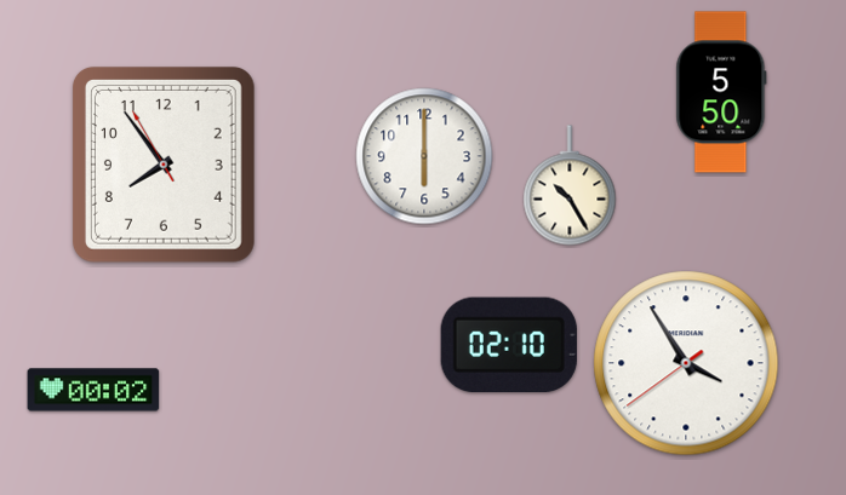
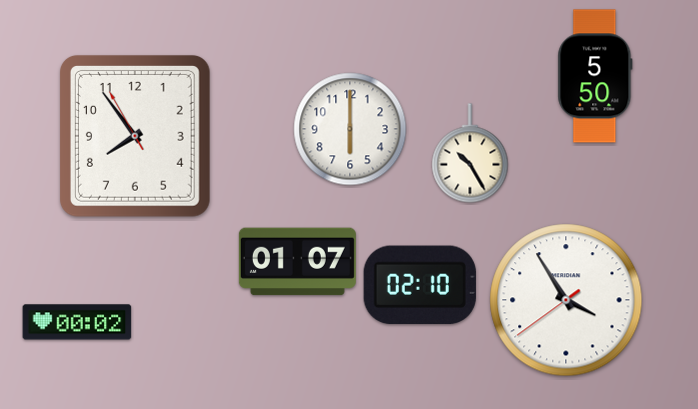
clock at (297, 262): none -> 01:07
